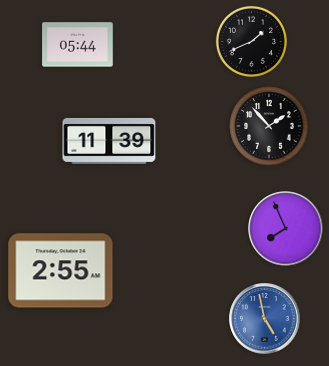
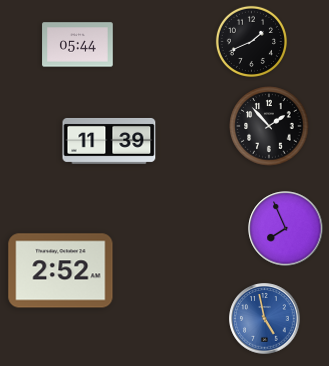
clock at (61, 271): 2:55 -> 2:52
